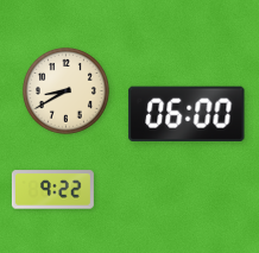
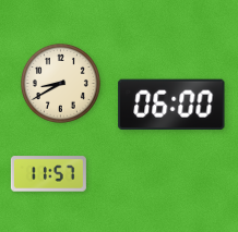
clock at (52, 190): 9:22 -> 11:57
